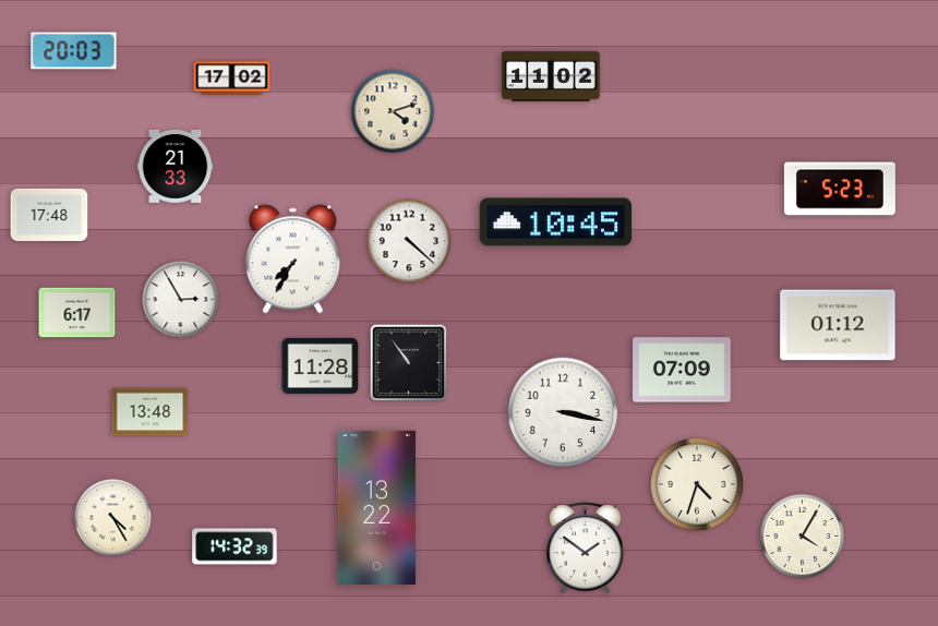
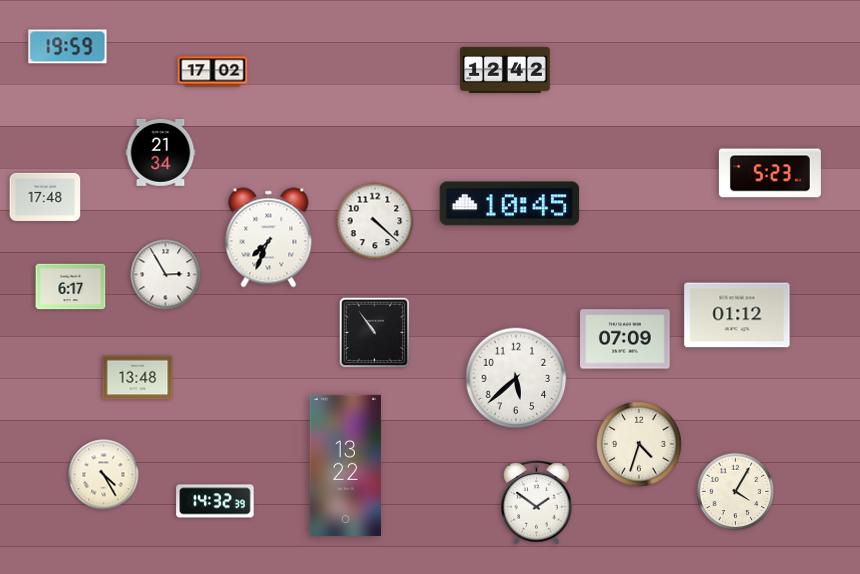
clock at (74, 51): 20:03 -> 19:59
clock at (551, 76): 11:02 -> 12:42
clock at (393, 111): 4:12 -> none
clock at (176, 167): 21:33 -> 21:34
clock at (293, 260): 7:35 -> 7:34
clock at (838, 325) position: (838, 325) -> (737, 315)
clock at (321, 365): 11:28 -> none
clock at (563, 412): 3:17 -> 5:38
